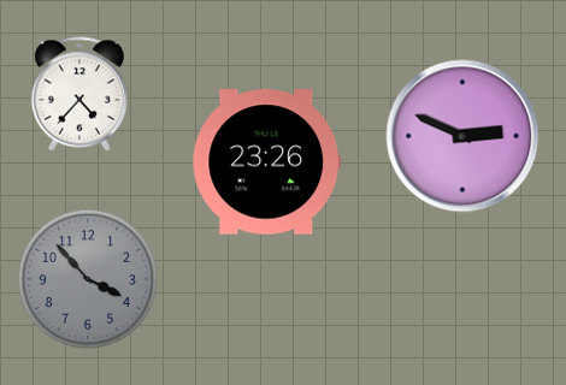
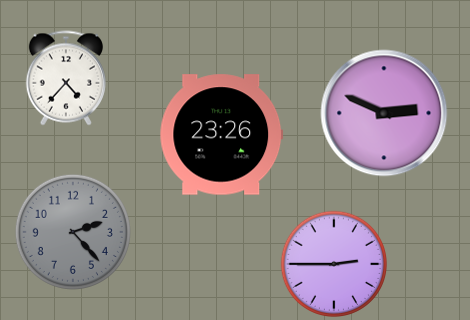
clock at (88, 279): 3:53 -> 2:23
clock at (333, 263): none -> 2:45
